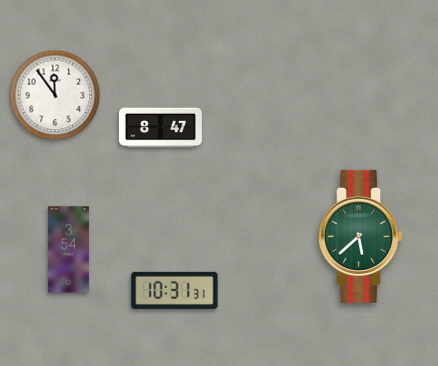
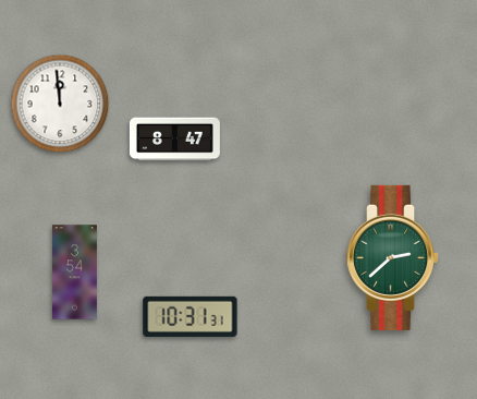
clock at (55, 95): 11:54 -> 11:59
clock at (361, 236): 5:38 -> 2:38
